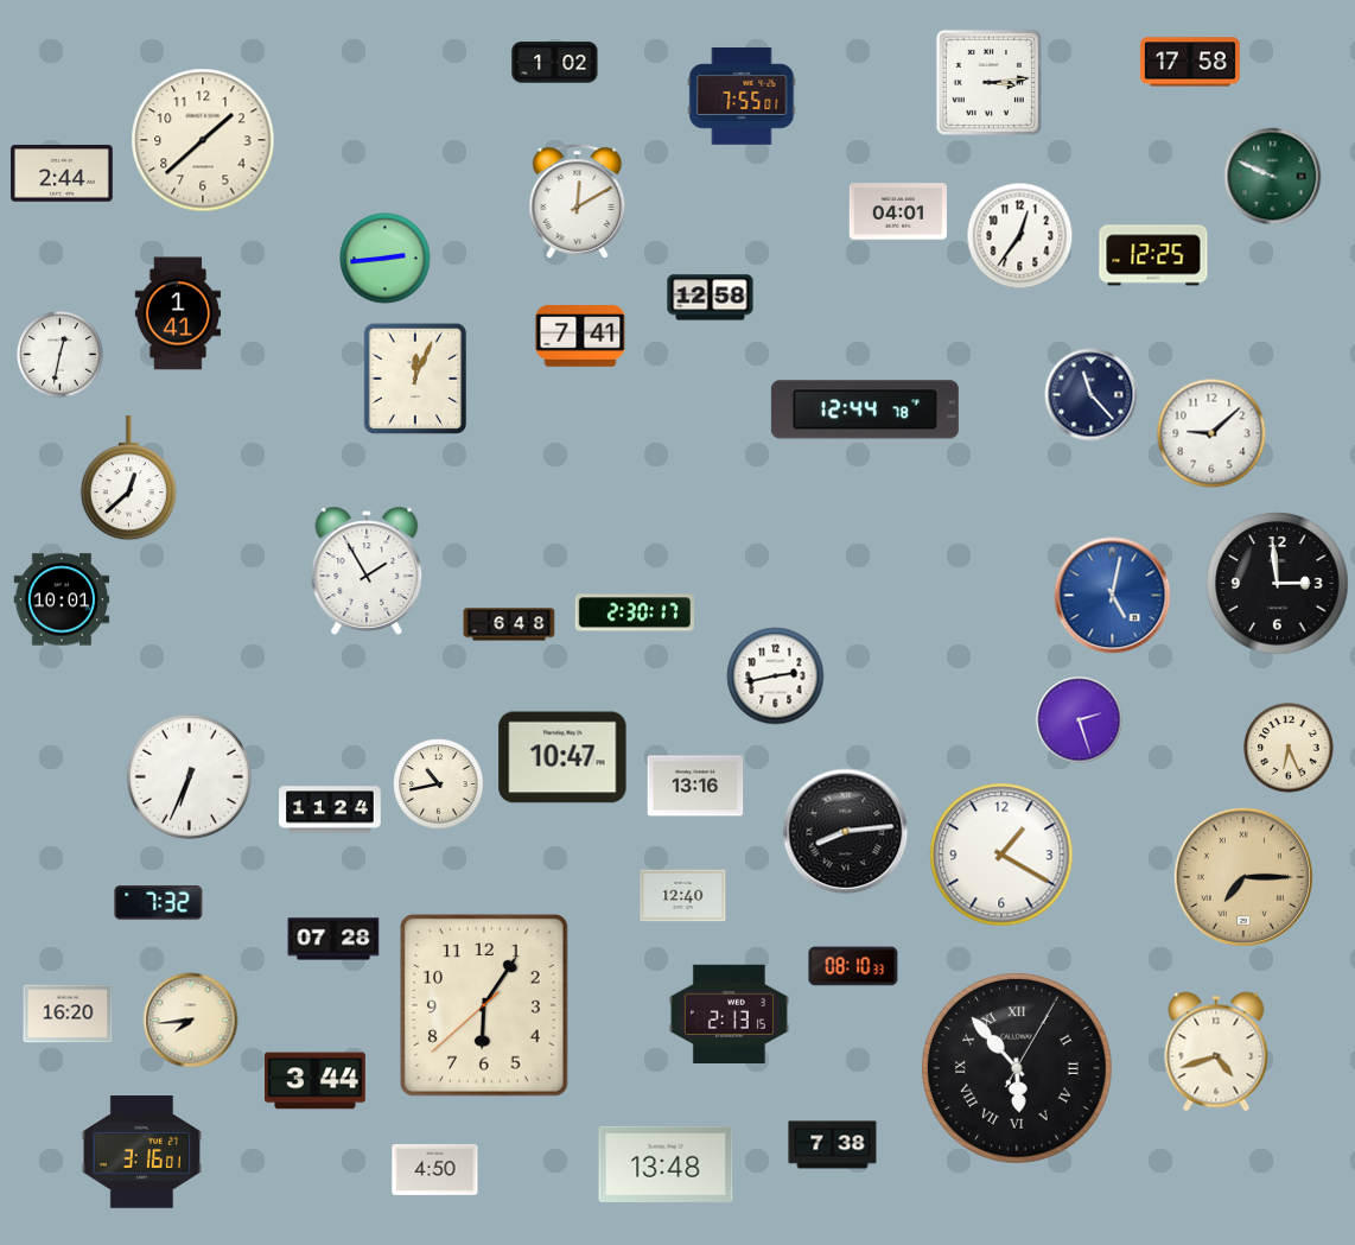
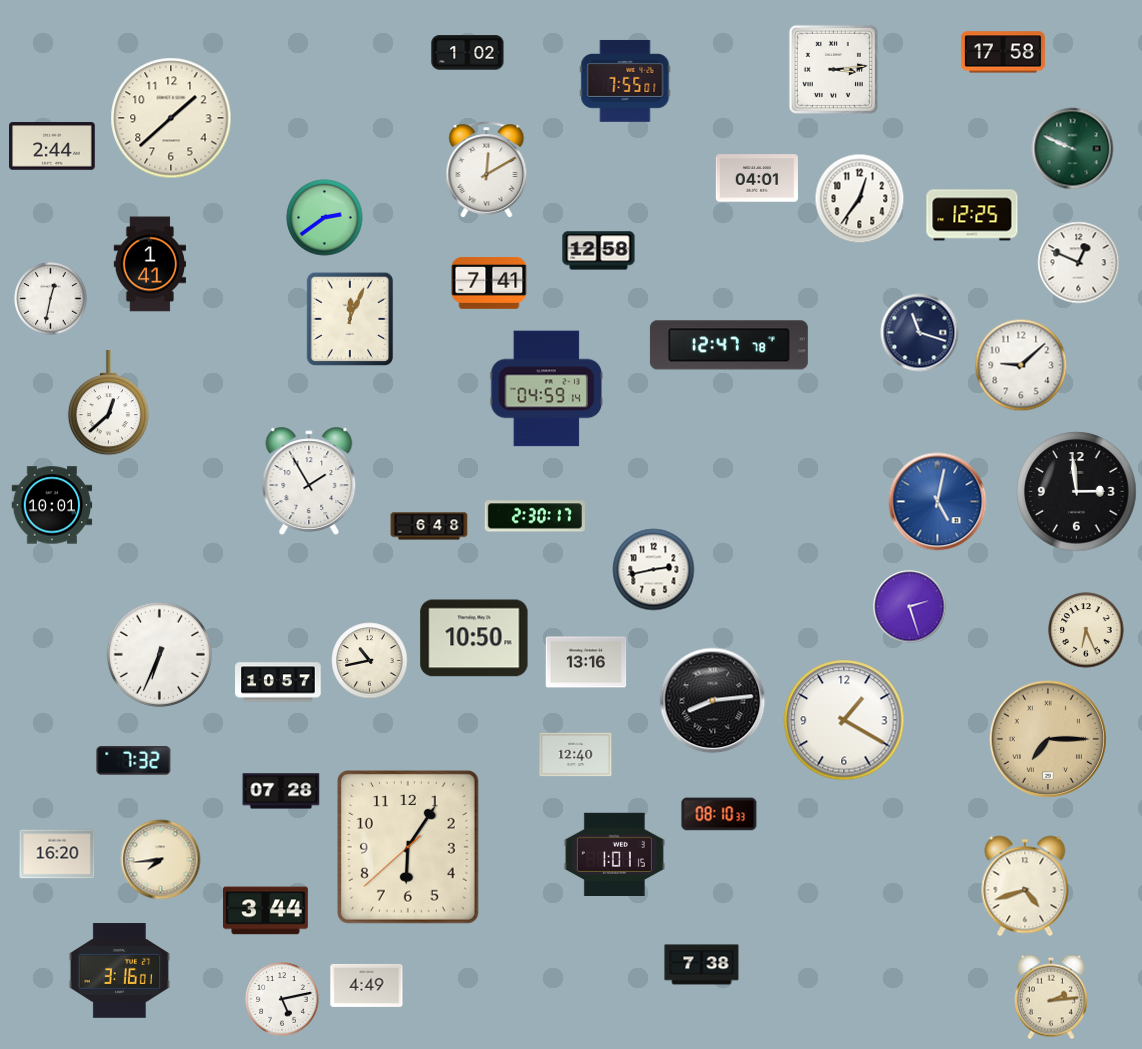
clock at (386, 259): 2:44 -> 2:39
clock at (1079, 263): none -> 12:49
clock at (1092, 395): 11:23 -> 11:18
clock at (865, 409): 12:44 -> 12:47
clock at (547, 389): none -> 04:59
clock at (562, 757): 10:47 -> 10:50
clock at (330, 809): 11:24 -> 10:57
clock at (729, 1014): 2:13 -> 1:01
clock at (1018, 1069): 5:53 -> none
clock at (666, 1164): 13:48 -> none
clock at (435, 1169): 4:50 -> 4:49
clock at (1051, 997): none -> 2:14
clock at (282, 999): none -> 5:13
